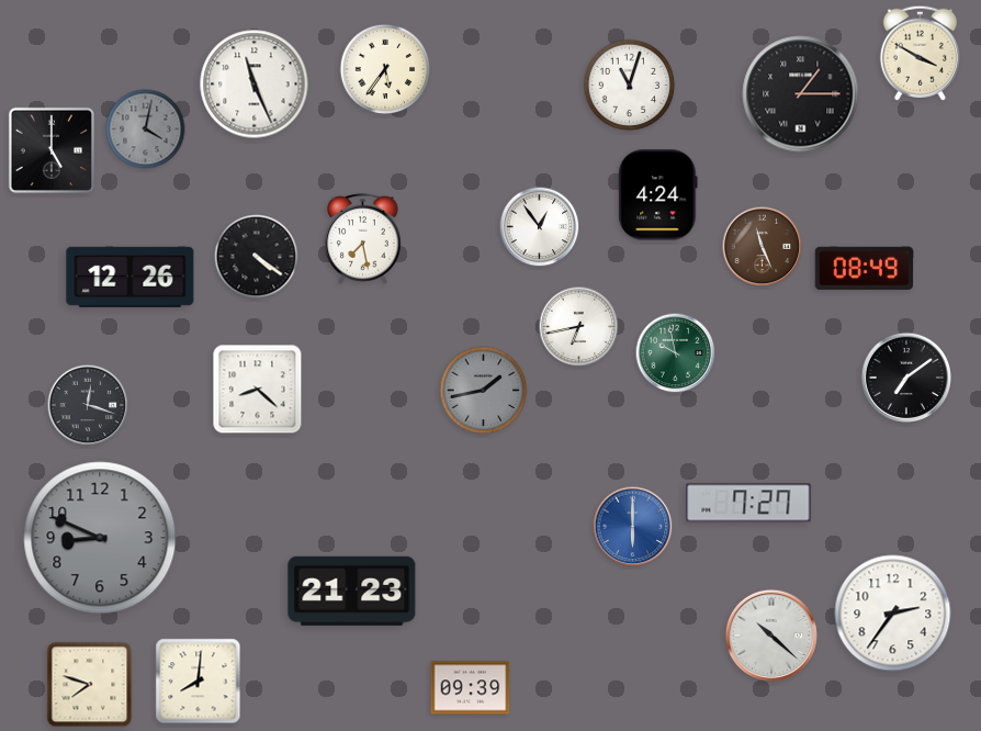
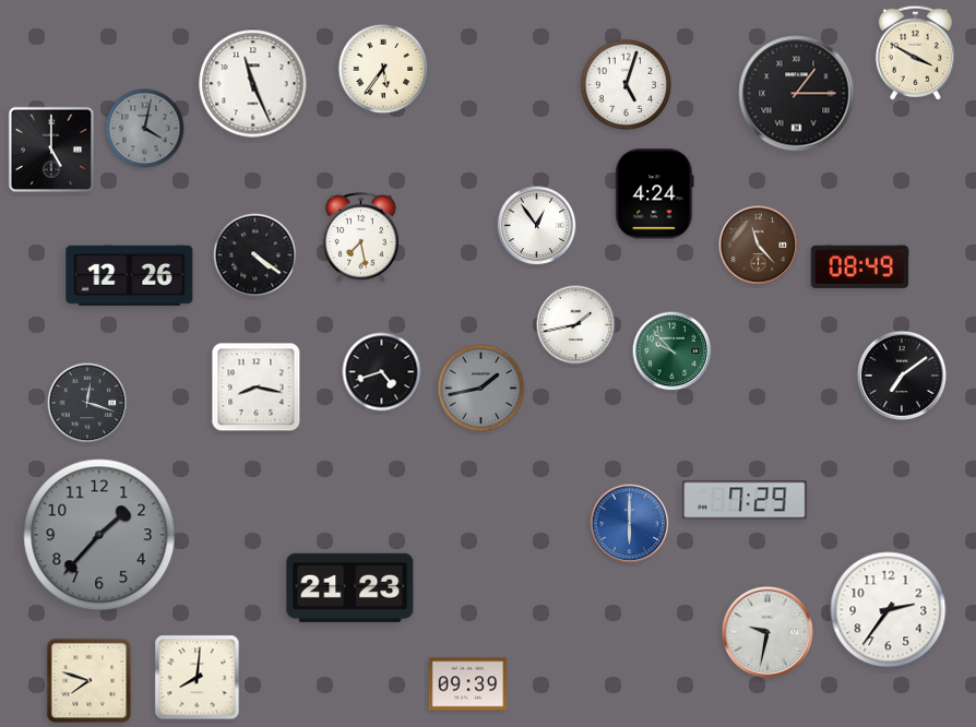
clock at (630, 86): 11:03 -> 5:03
clock at (763, 247): 11:26 -> 11:23
clock at (579, 327): 6:43 -> 1:43
clock at (676, 353): 9:58 -> 9:53
clock at (382, 372): none -> 4:42
clock at (258, 390): 8:22 -> 8:17
clock at (748, 503): 7:27 -> 7:29
clock at (100, 538): 8:49 -> 1:37
clock at (771, 636): 10:22 -> 9:32
